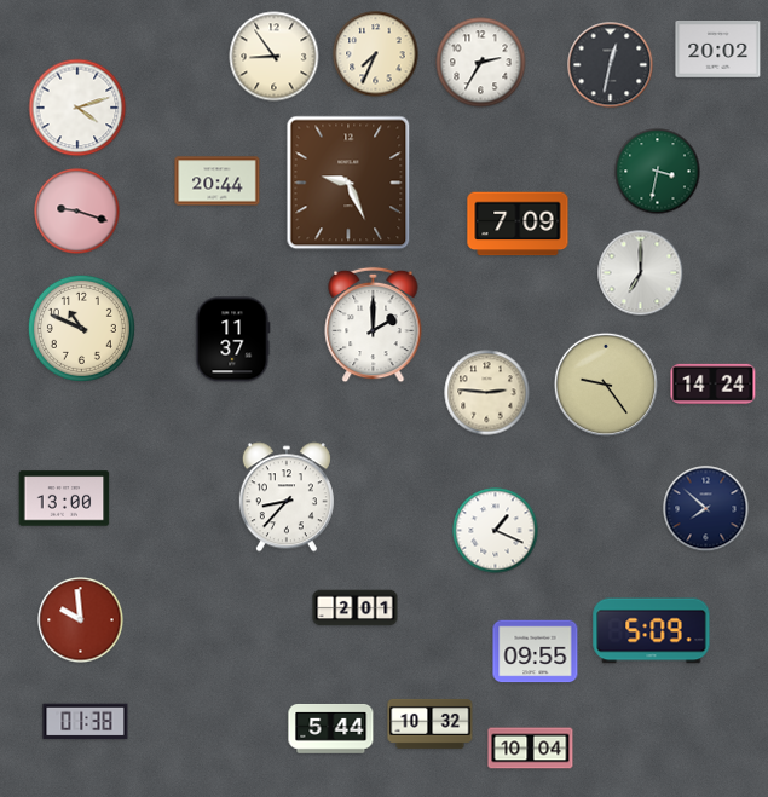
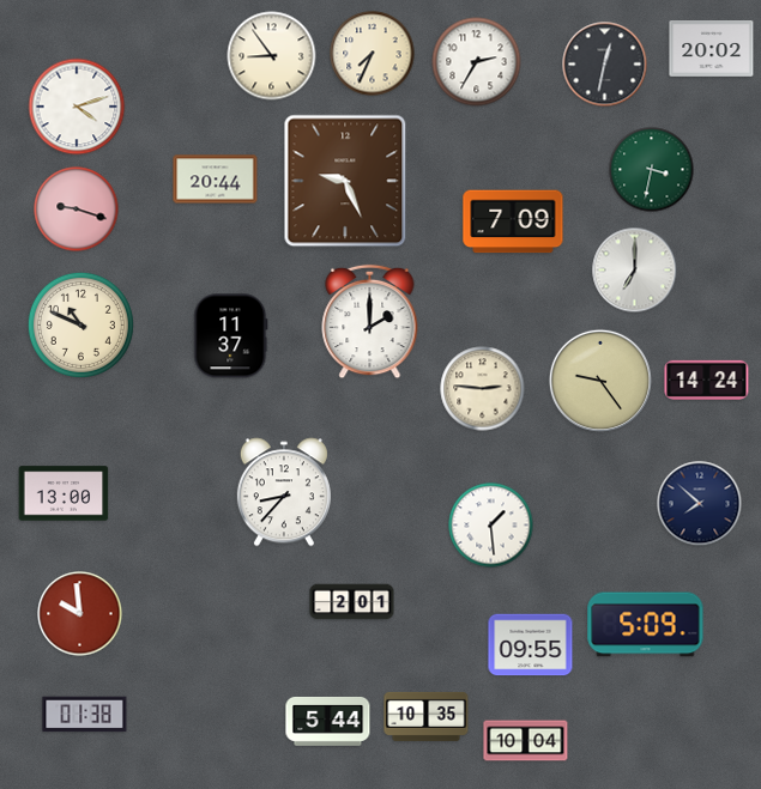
clock at (496, 531): 1:19 -> 1:29
clock at (431, 723): 10:32 -> 10:35
